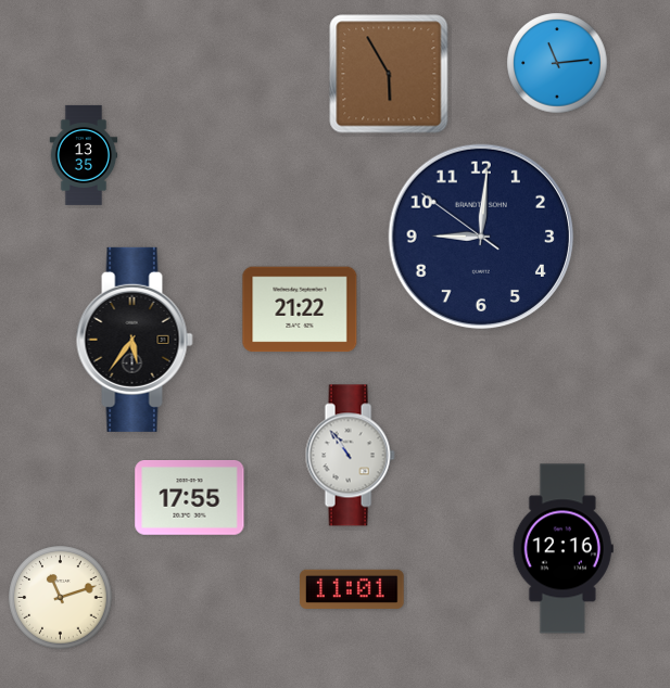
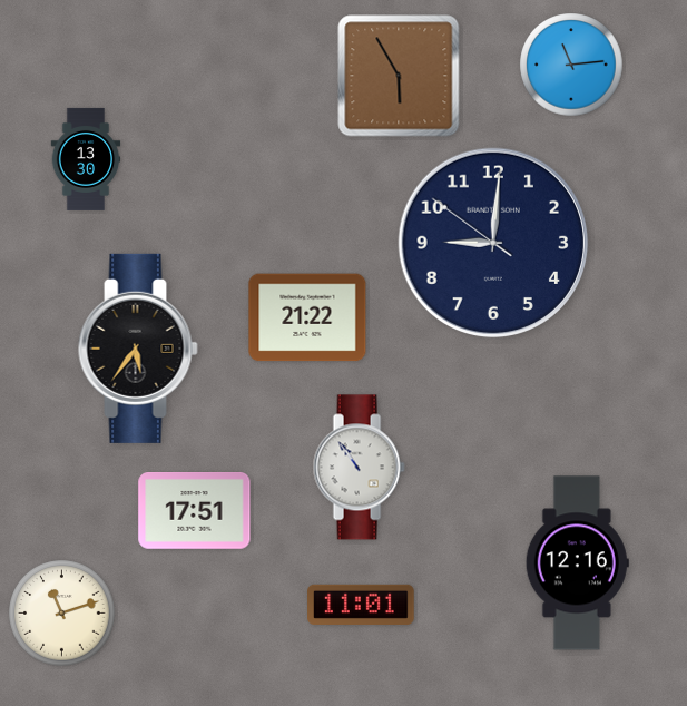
clock at (84, 155): 13:35 -> 13:30
clock at (190, 498): 17:55 -> 17:51
